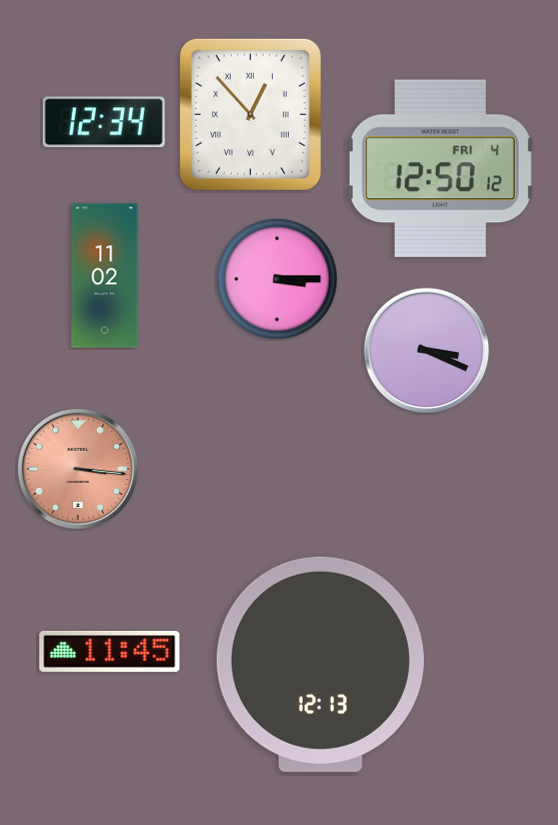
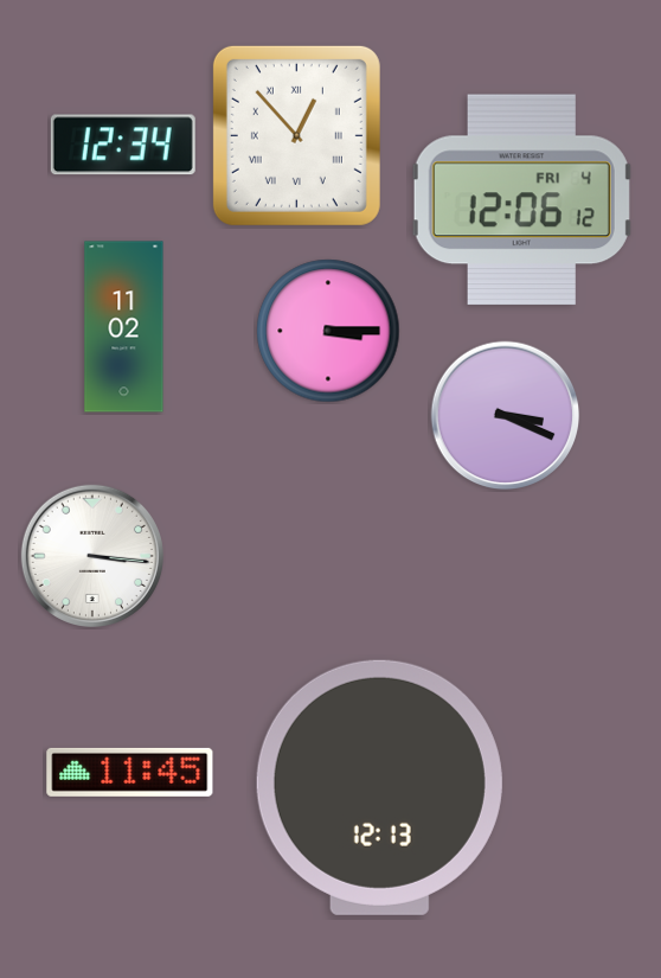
clock at (440, 169): 12:50 -> 12:06
clock at (78, 469) dial: salmon -> white
